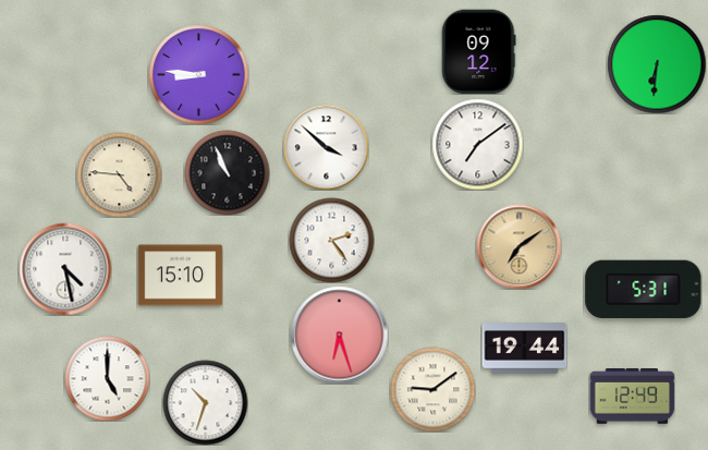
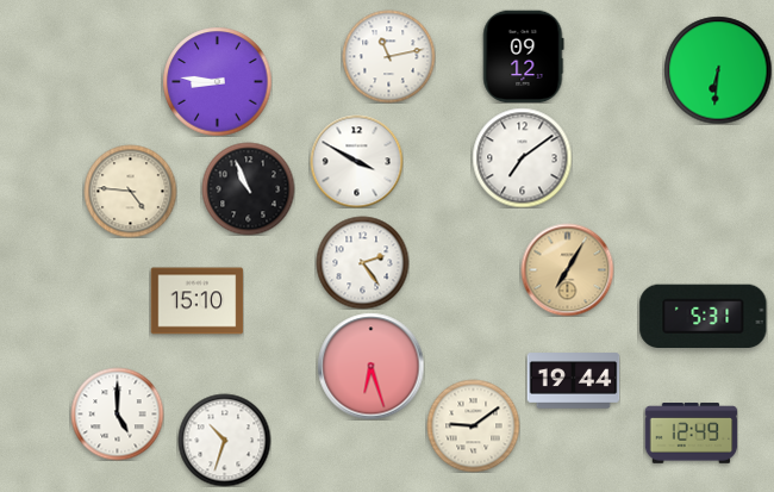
clock at (388, 56): none -> 11:13
clock at (326, 147): 3:52 -> 3:50
clock at (518, 246): 7:09 -> 7:05
clock at (65, 269): 4:28 -> none
